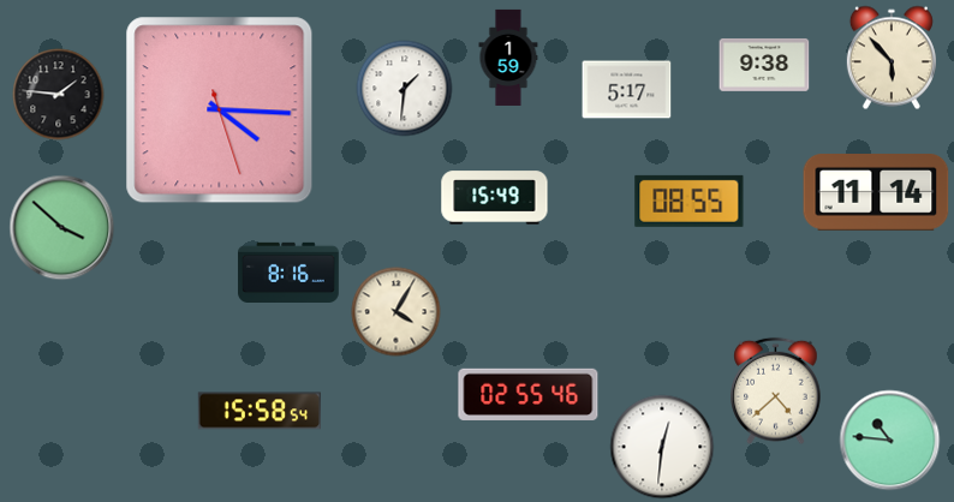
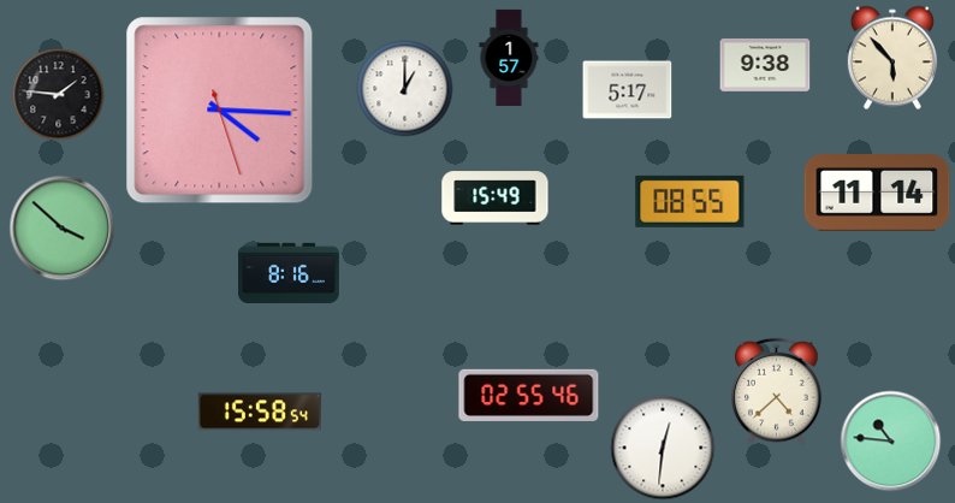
clock at (508, 58): 1:59 -> 1:57
clock at (405, 89): 1:31 -> 1:00
clock at (396, 312): 4:05 -> none
